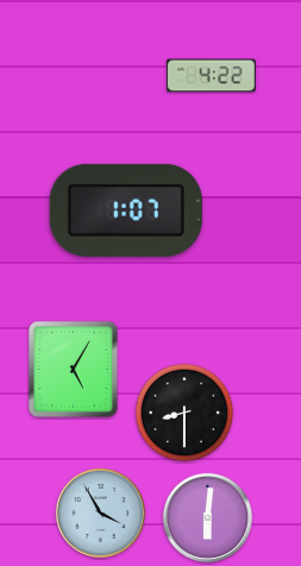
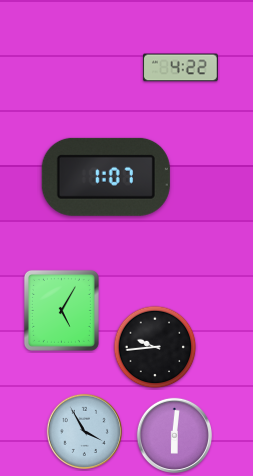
clock at (212, 76) position: (212, 76) -> (181, 68)
clock at (184, 413): 8:30 -> 9:44
